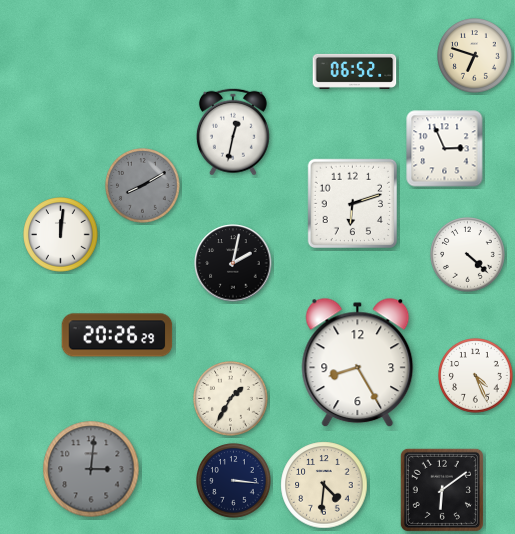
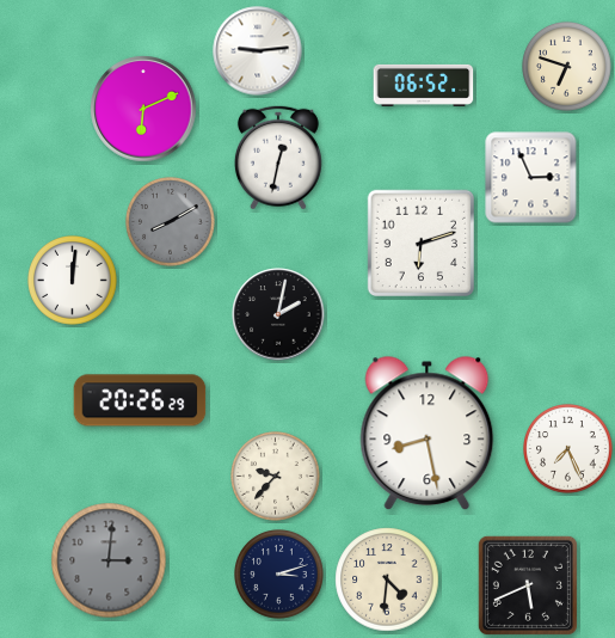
clock at (258, 51): none -> 9:14
clock at (143, 109): none -> 6:11
clock at (468, 255): 4:22 -> none
clock at (358, 363): 8:25 -> 8:28
clock at (476, 376): 4:26 -> 7:26
clock at (231, 399): 1:35 -> 9:37
clock at (234, 481): 3:16 -> 3:12
clock at (442, 490): 6:09 -> 5:41
